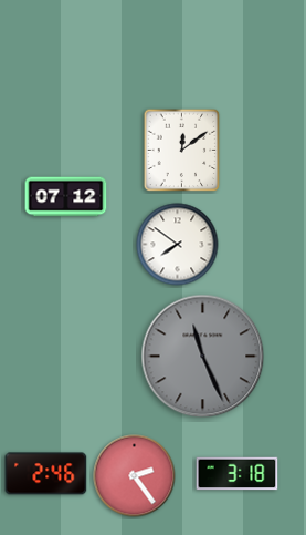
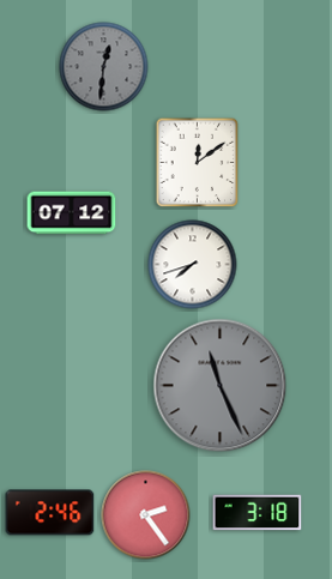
clock at (104, 67): none -> 12:31
clock at (178, 245): 7:51 -> 7:42
